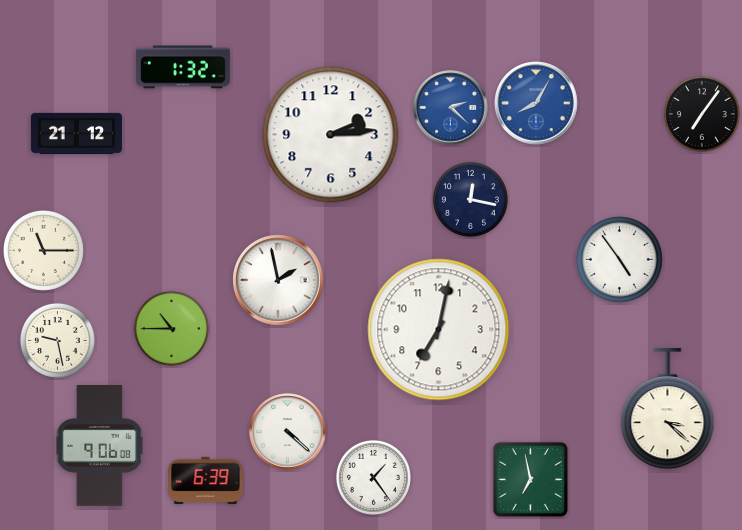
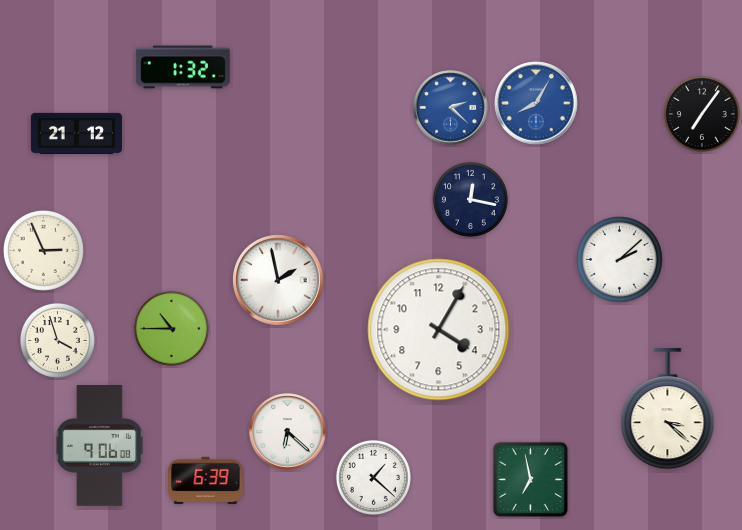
clock at (331, 135): 2:14 -> none
clock at (43, 250): 11:15 -> 2:56
clock at (620, 260): 4:54 -> 2:08
clock at (439, 330): 7:02 -> 4:05
clock at (57, 340): 9:28 -> 3:57
clock at (288, 432): 4:22 -> 6:22
clock at (373, 477): 1:24 -> 1:22
